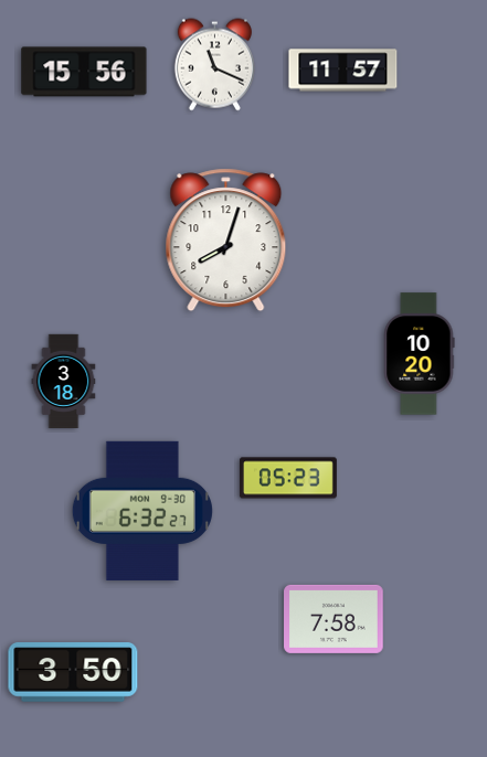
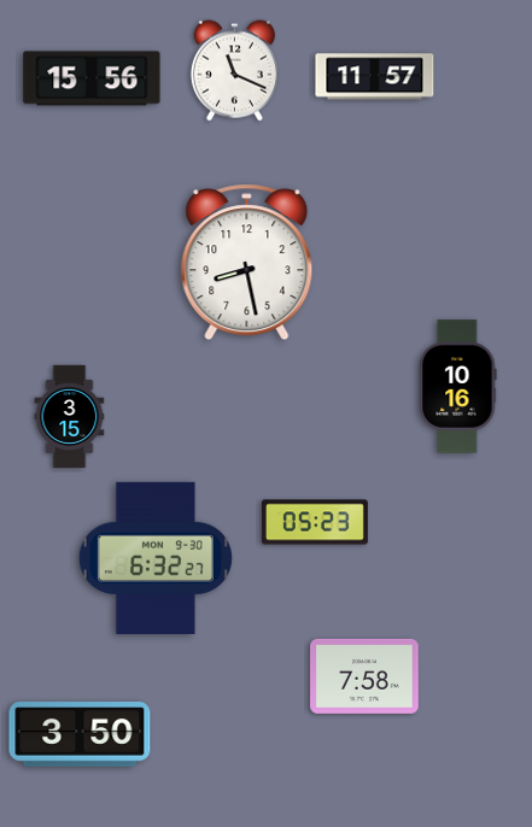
clock at (226, 241): 8:03 -> 8:28
clock at (420, 354): 10:20 -> 10:16
clock at (64, 382): 3:18 -> 3:15
